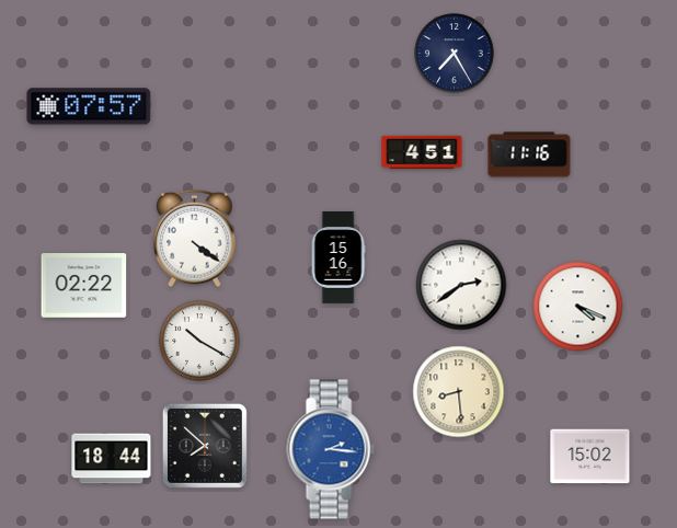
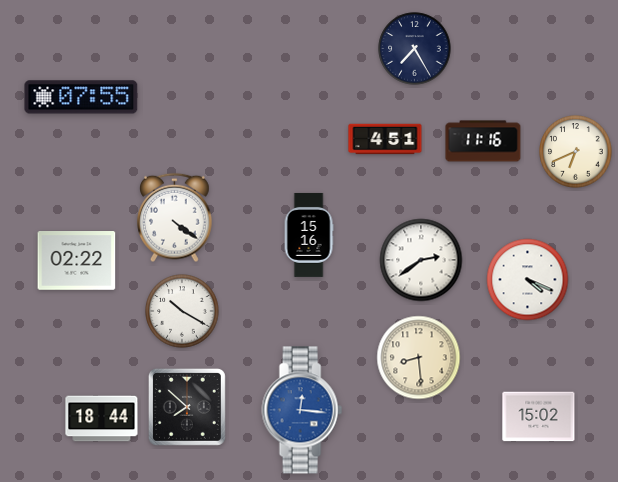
clock at (89, 106): 07:57 -> 07:55
clock at (576, 152): none -> 6:41
clock at (195, 239) position: (195, 239) -> (175, 218)
clock at (331, 449): 2:16 -> 12:16
